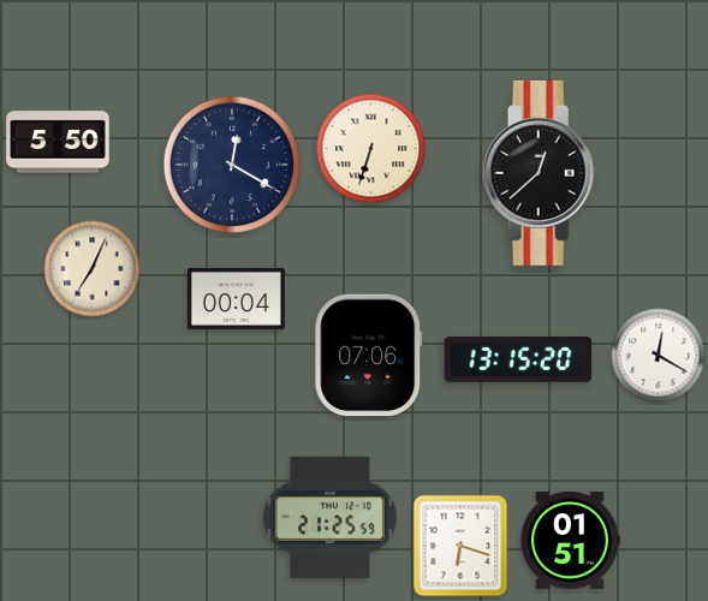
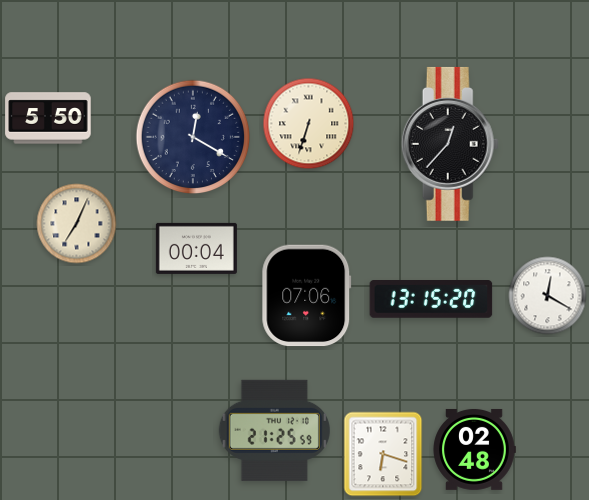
clock at (541, 173): 12:38 -> 12:37
clock at (570, 540): 01:51 -> 02:48
